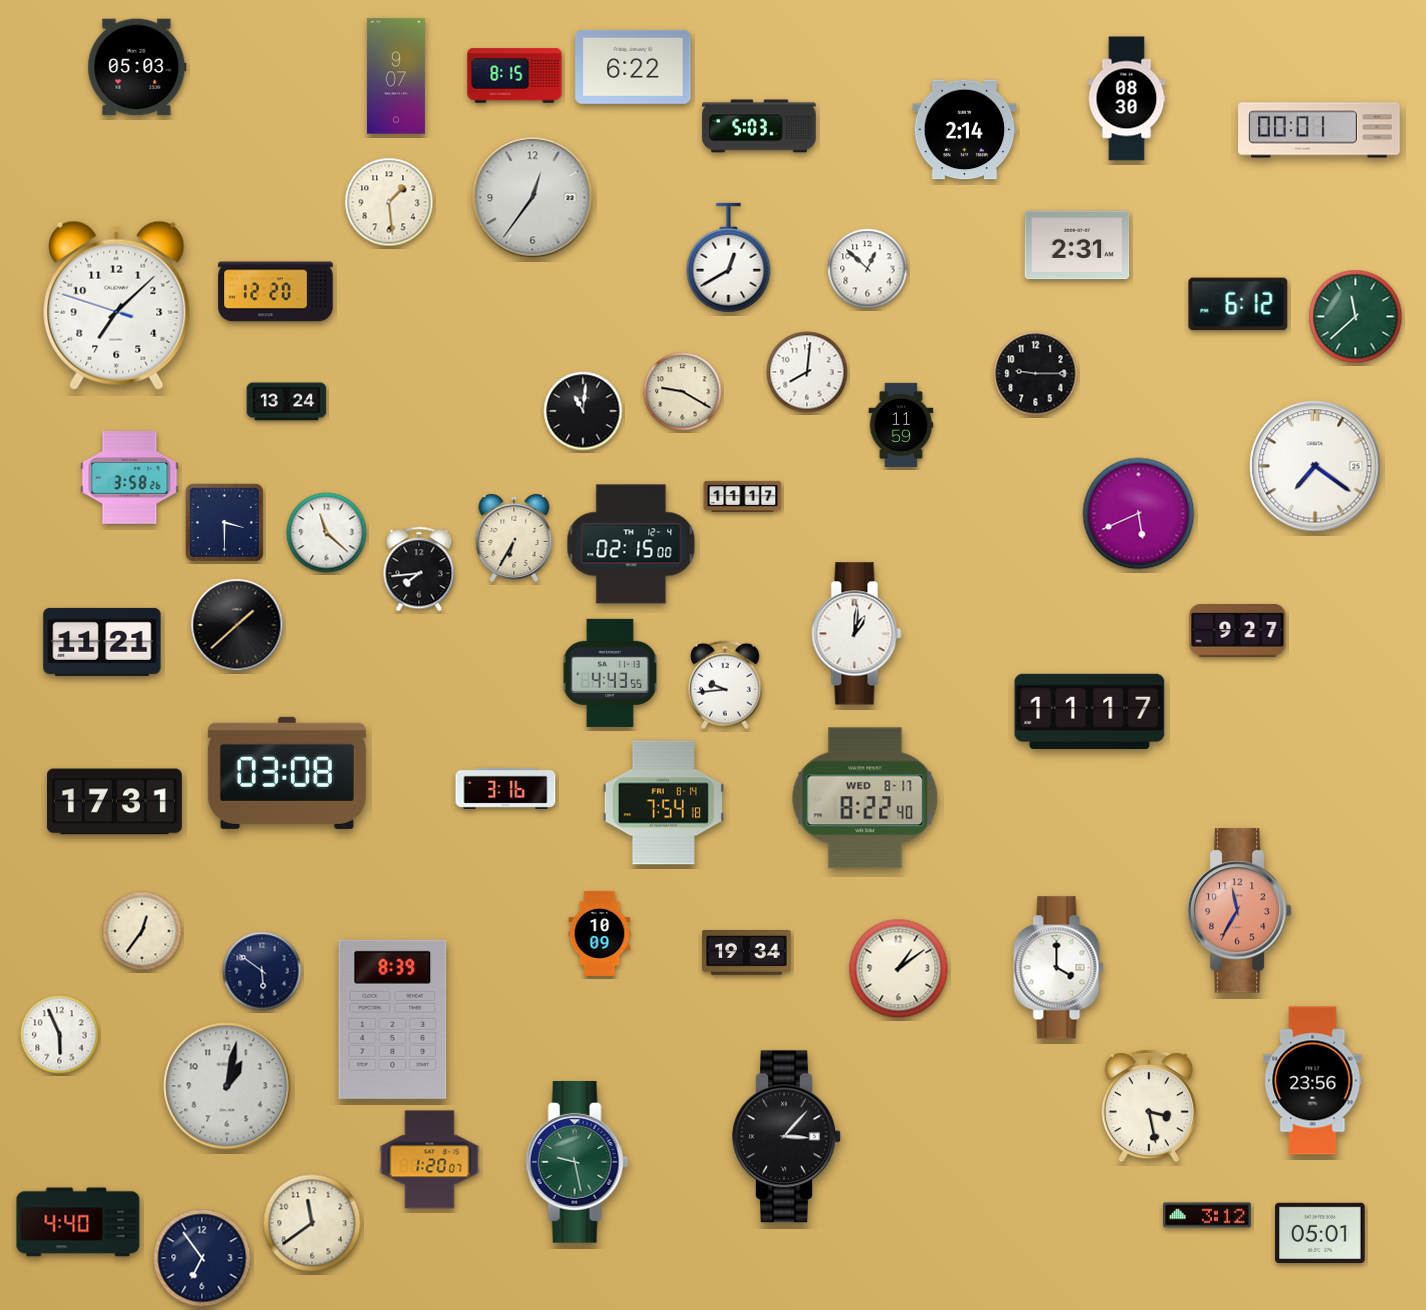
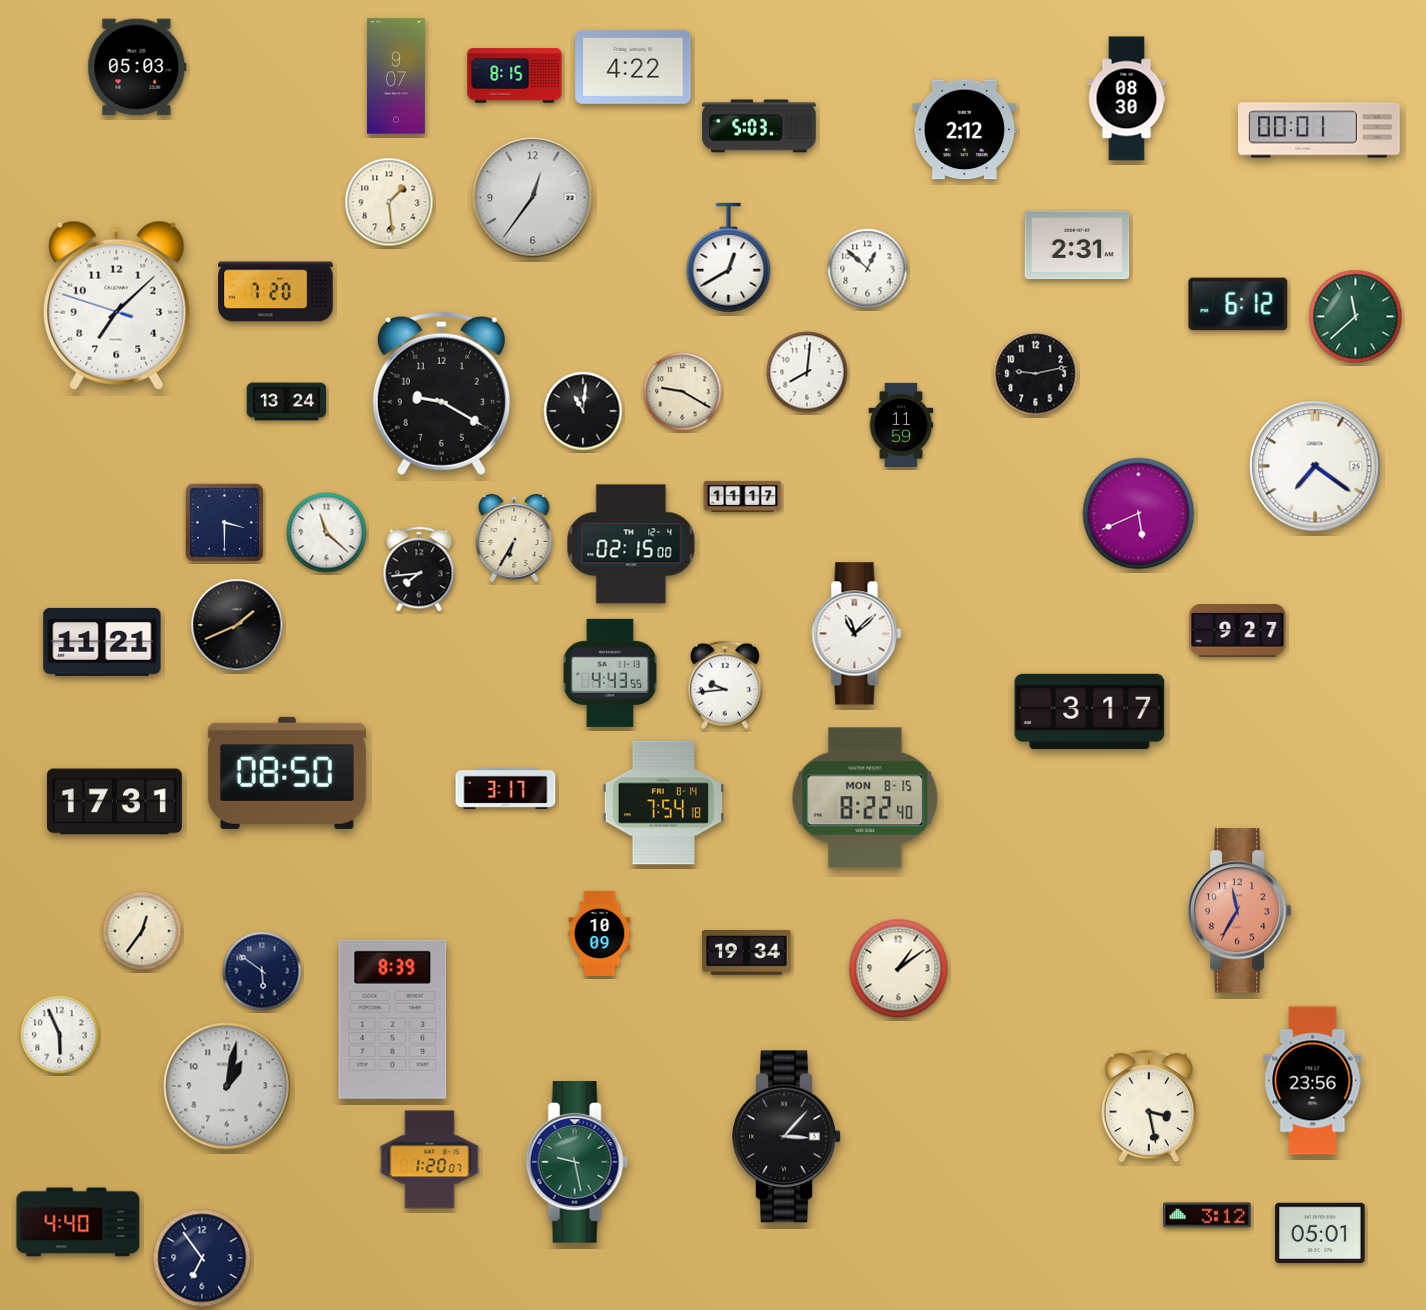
clock at (633, 67): 6:22 -> 4:22
clock at (965, 130): 2:14 -> 2:12
clock at (276, 292): 12:20 -> 7:20
clock at (1036, 374): 9:15 -> 9:13
clock at (441, 393): none -> 9:20
clock at (130, 478): 3:58 -> none
clock at (237, 625): 1:38 -> 1:41
clock at (857, 634): 1:01 -> 11:08
clock at (1090, 711): 11:17 -> 3:17
clock at (287, 773): 03:08 -> 08:50
clock at (506, 788): 3:16 -> 3:17
clock at (865, 798) date: WED 8-17 -> MON 8-15
clock at (1059, 968): 4:00 -> none
clock at (312, 1223): 11:39 -> none
